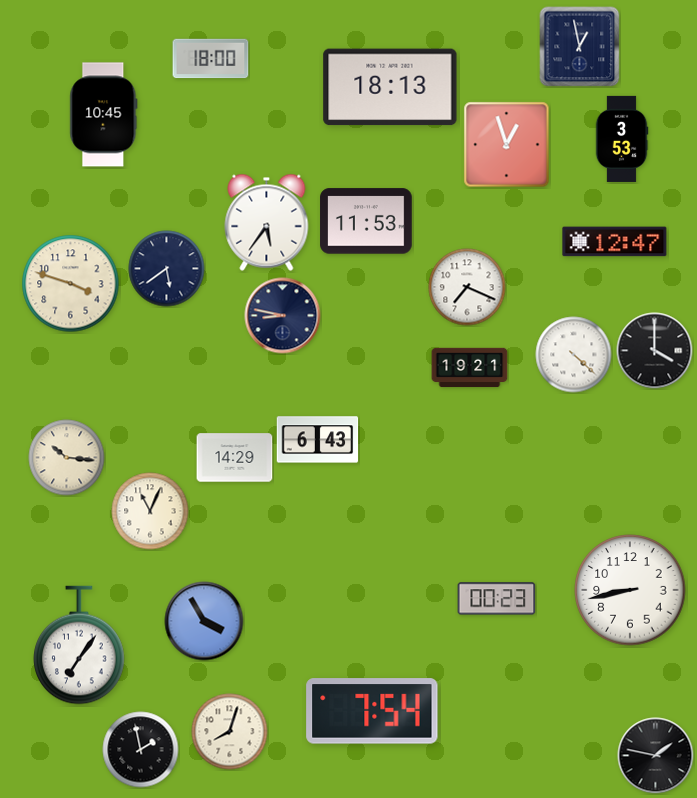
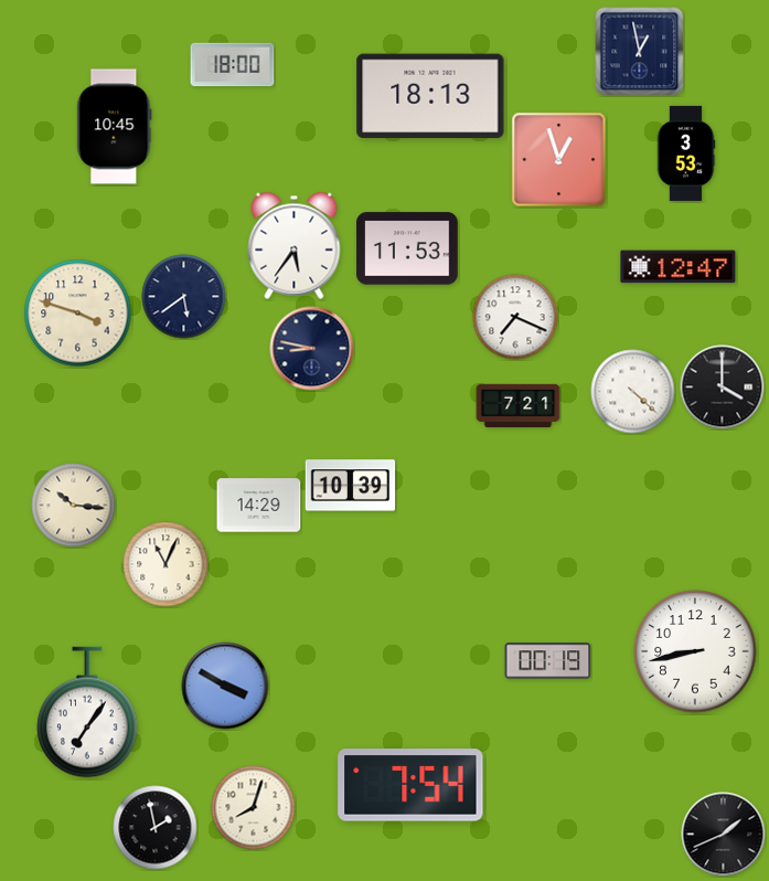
clock at (366, 221) position: (366, 221) -> (407, 248)
clock at (470, 368): 19:21 -> 7:21
clock at (318, 440): 6:43 -> 10:39
clock at (497, 599): 00:23 -> 00:19
clock at (204, 621): 3:55 -> 3:50
clock at (656, 756): 1:47 -> 1:41
